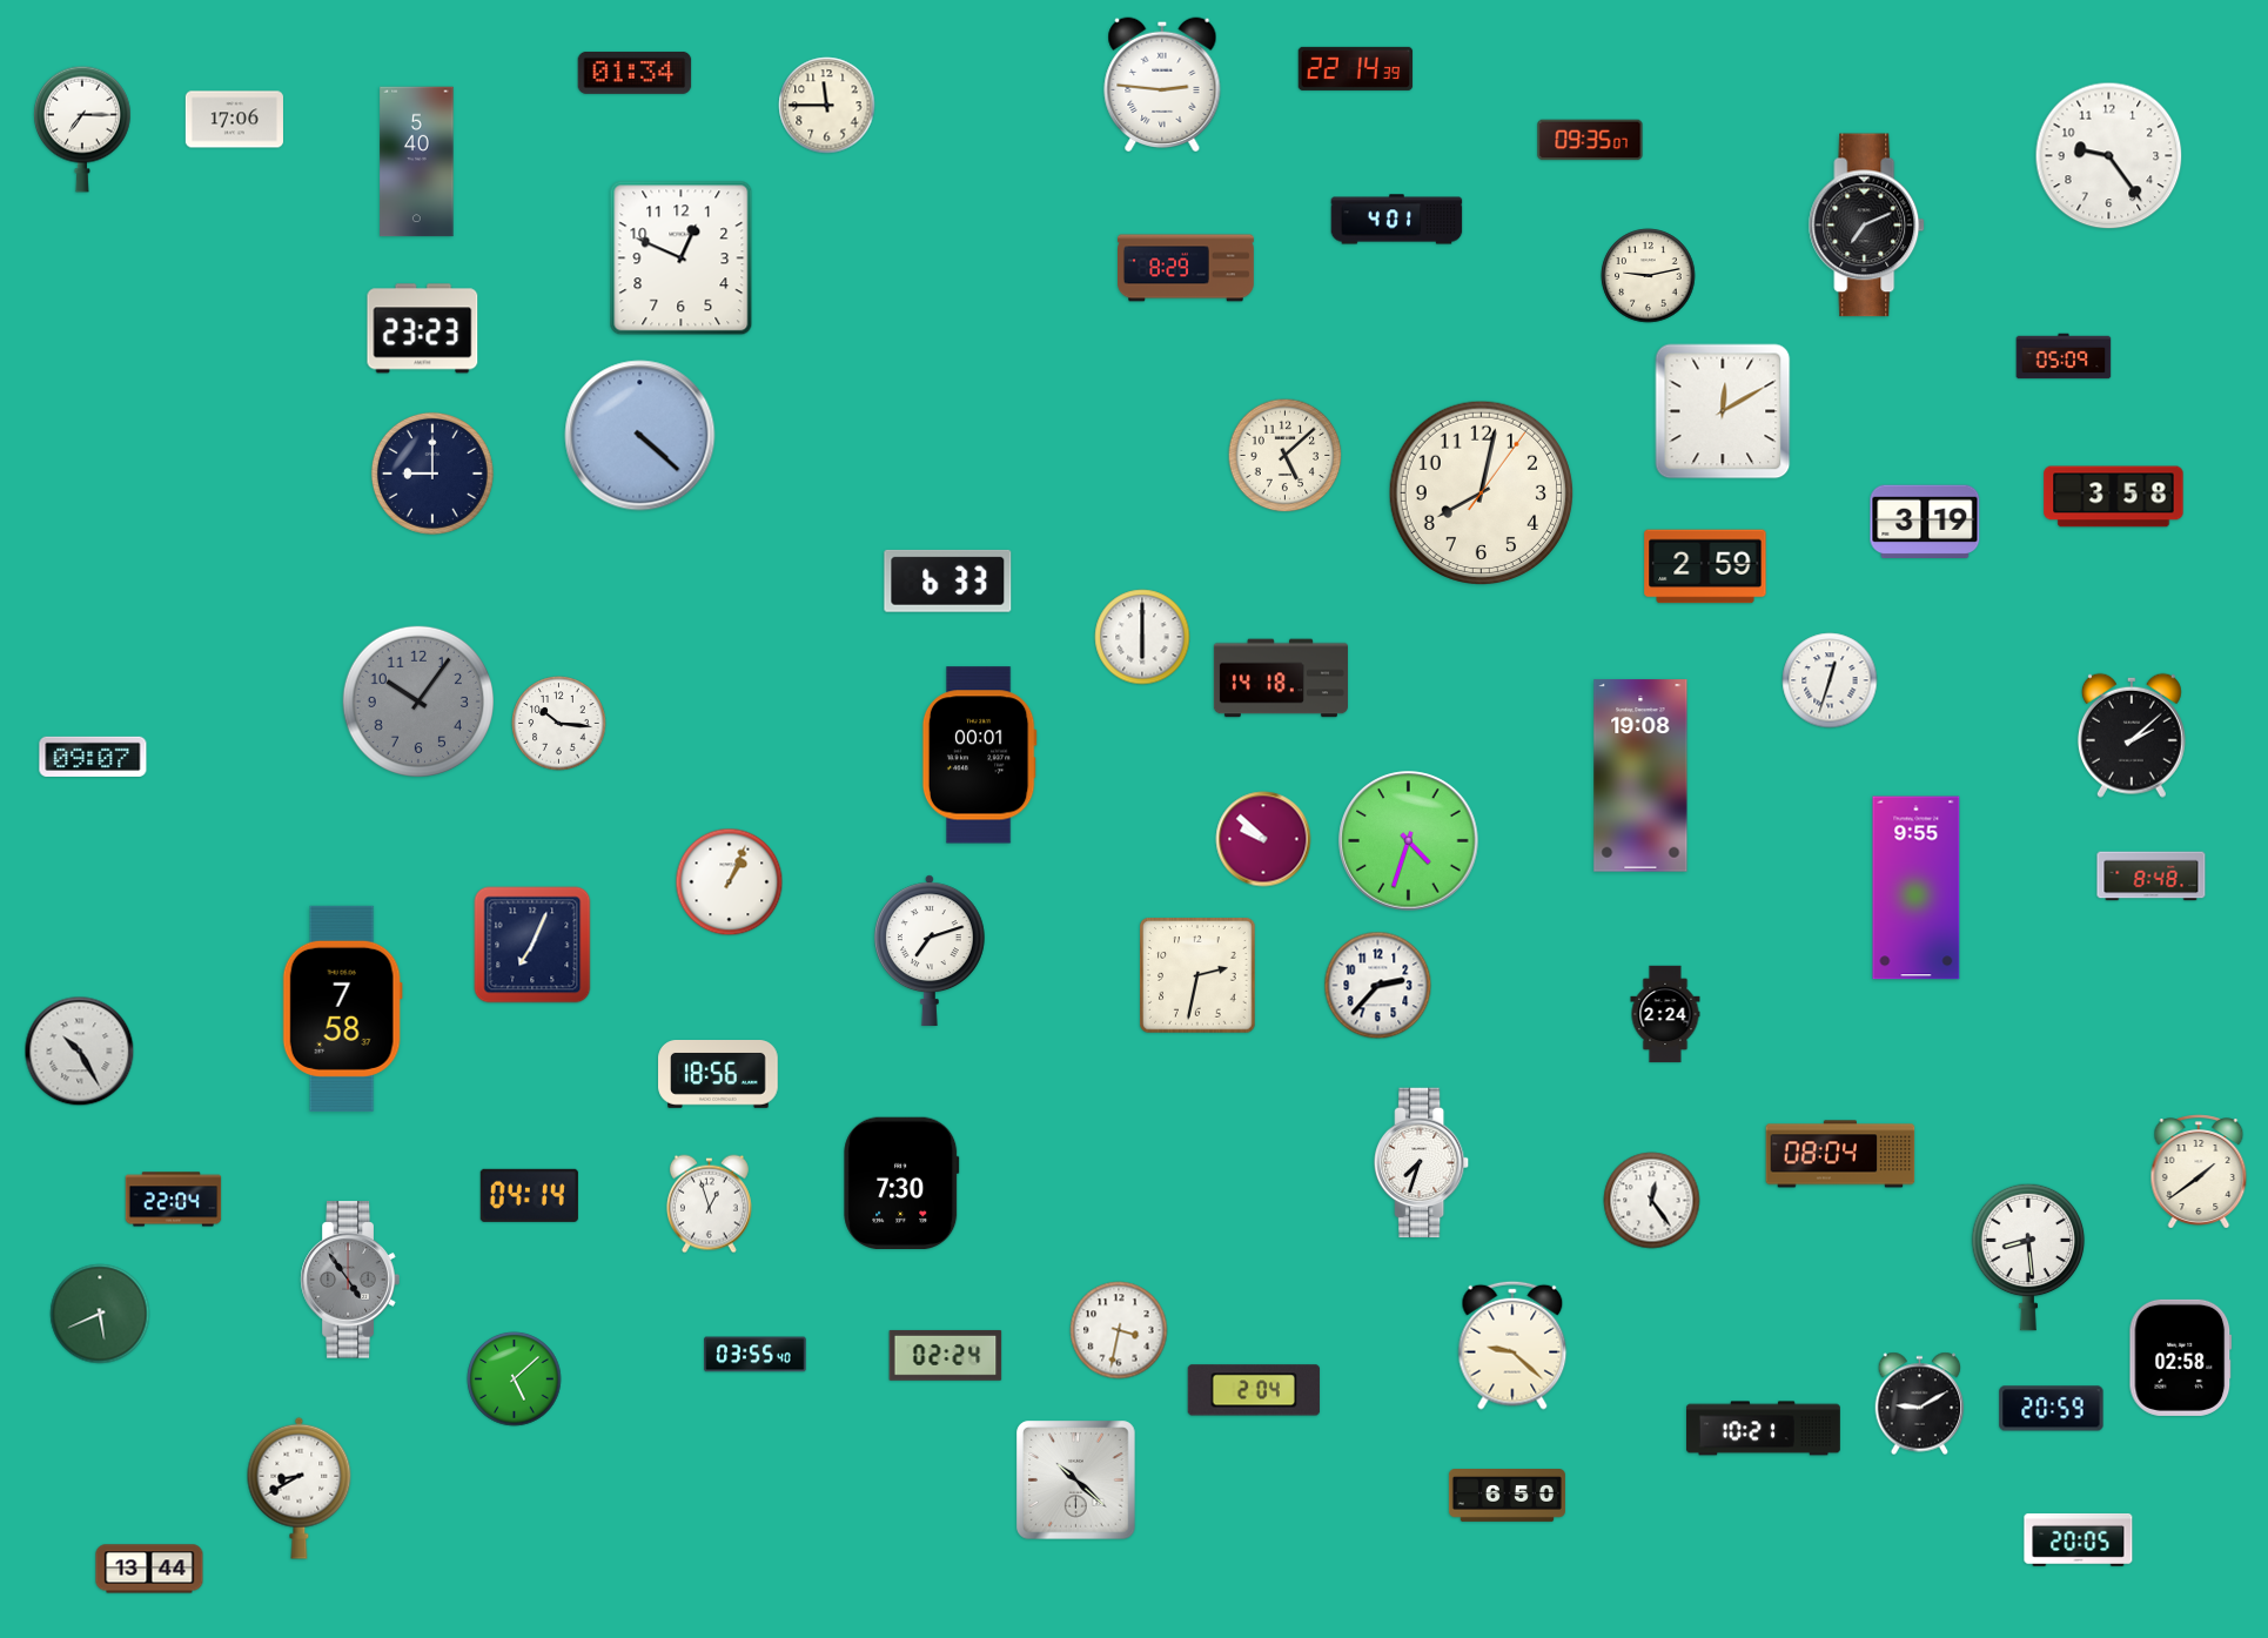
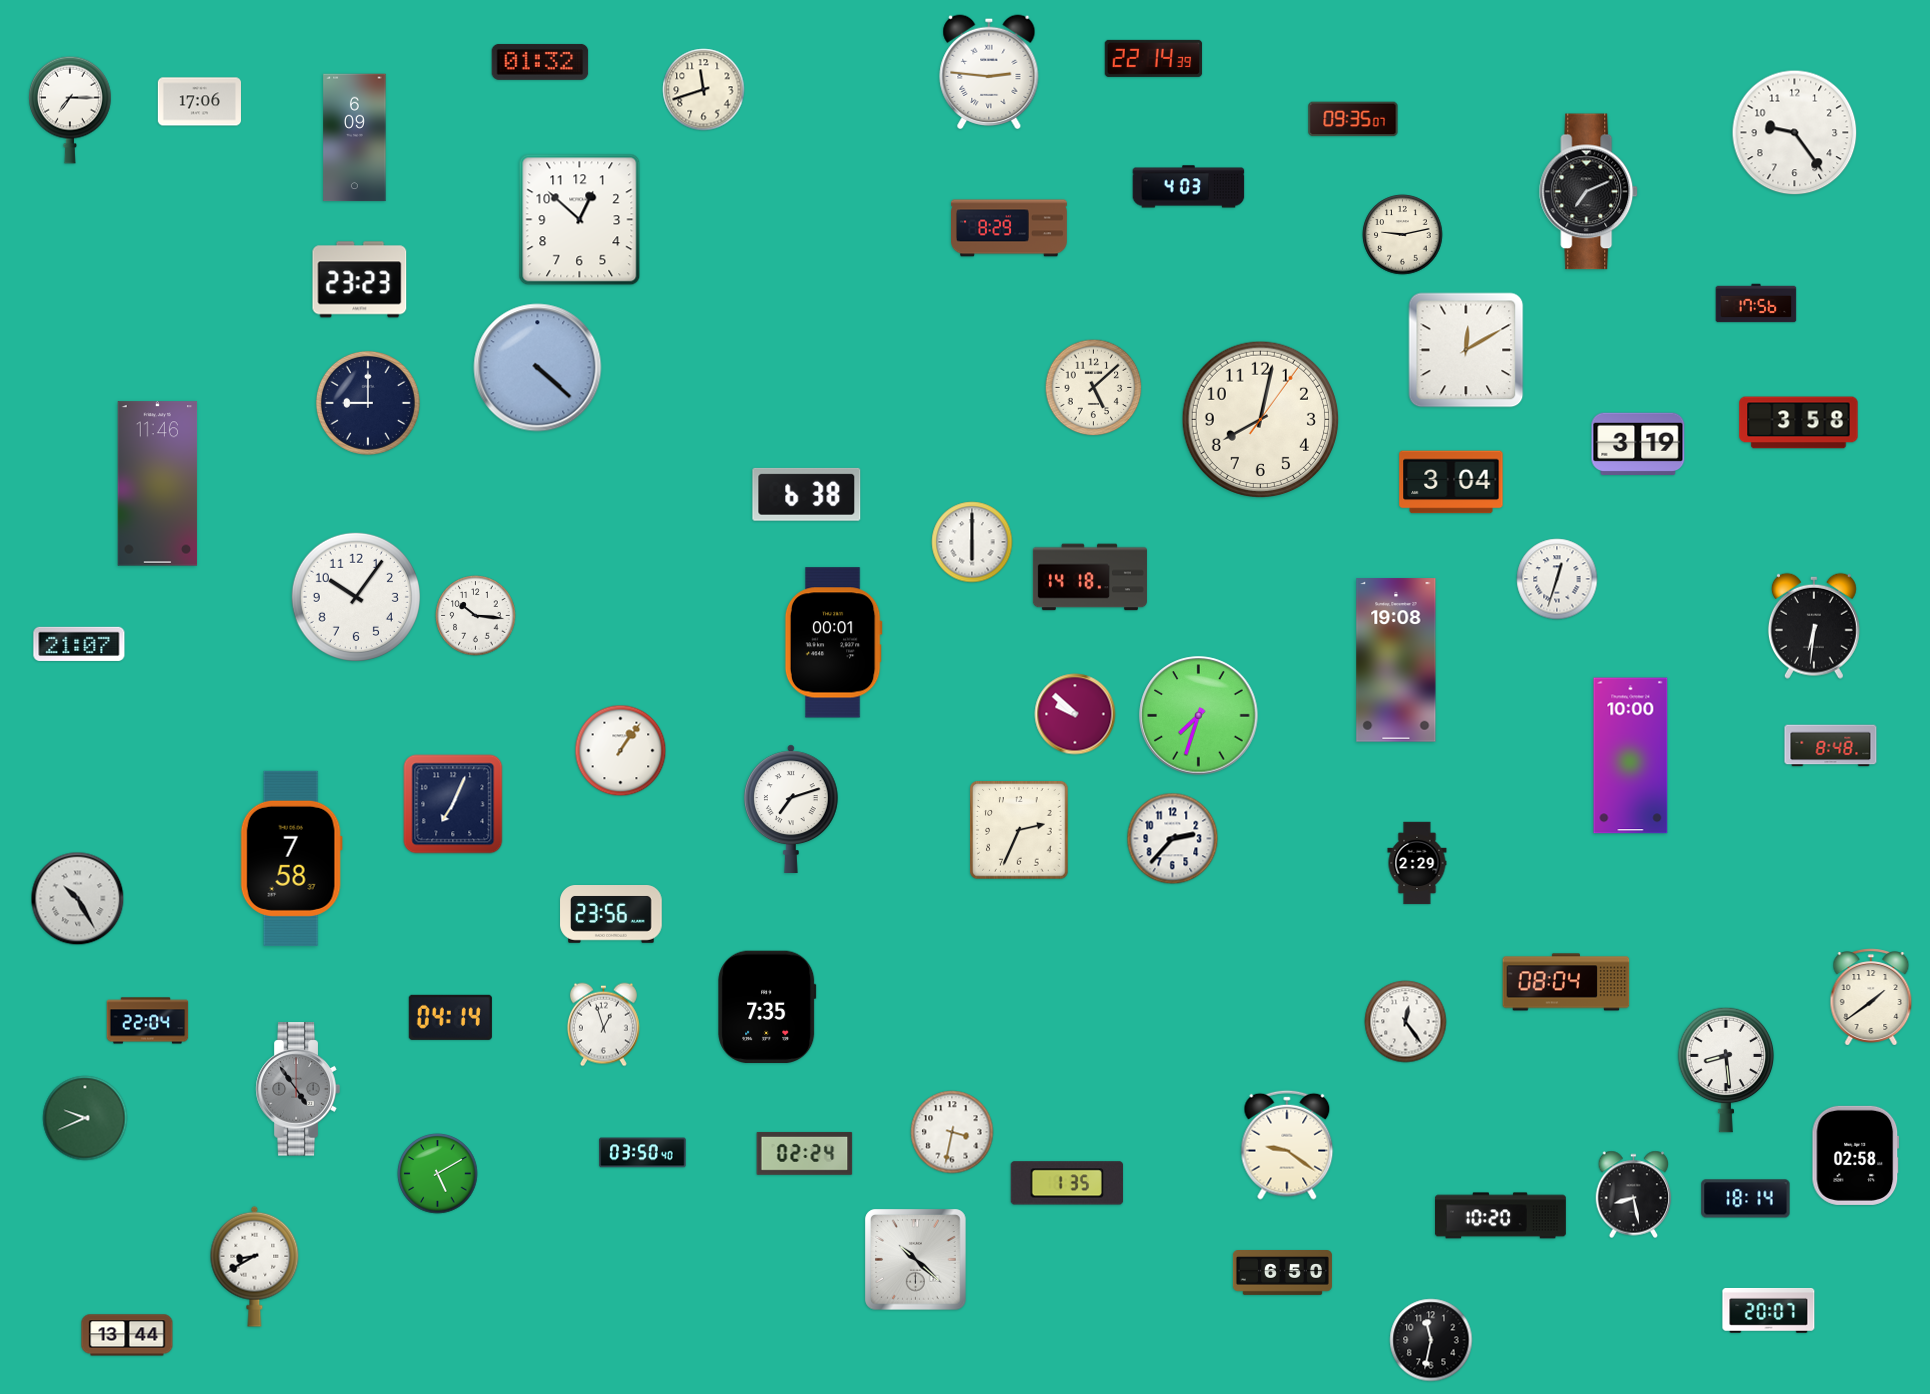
clock at (635, 73): 01:34 -> 01:32
clock at (827, 106): 11:45 -> 11:42
clock at (417, 162): 5:40 -> 6:09
clock at (1397, 220): 4:01 -> 4:03
clock at (682, 259): 12:49 -> 12:52
clock at (2064, 356): 05:09 -> 17:56
clock at (640, 436) position: (640, 436) -> (538, 368)
clock at (1705, 566): 2:59 -> 3:04
clock at (158, 484): none -> 11:46
clock at (948, 580): 6:33 -> 6:38
clock at (418, 701) dial: grey -> white
clock at (2132, 736): 2:08 -> 6:31
clock at (93, 757): 09:07 -> 21:07
clock at (1409, 841): 4:33 -> 7:33
clock at (730, 882): 1:04 -> 1:06
clock at (1917, 888): 9:55 -> 10:00
clock at (1197, 975): 2:32 -> 2:34
clock at (1665, 1014): 2:24 -> 2:29
clock at (80, 1052) position: (80, 1052) -> (78, 899)
clock at (718, 1075): 18:56 -> 23:56
clock at (1422, 1163): 7:33 -> none
clock at (901, 1183): 7:30 -> 7:35
clock at (100, 1314): 5:41 -> 9:41
clock at (1512, 1345): 9:22 -> 9:21
clock at (756, 1355): 03:55 -> 03:50
clock at (515, 1379): 5:08 -> 5:10
clock at (1254, 1390): 2:04 -> 1:35
clock at (1920, 1404): 9:10 -> 8:28
clock at (2052, 1409): 20:59 -> 18:14
clock at (1763, 1429): 10:21 -> 10:20
clock at (2079, 1539): 20:05 -> 20:07
clock at (1431, 1340): none -> 11:32
